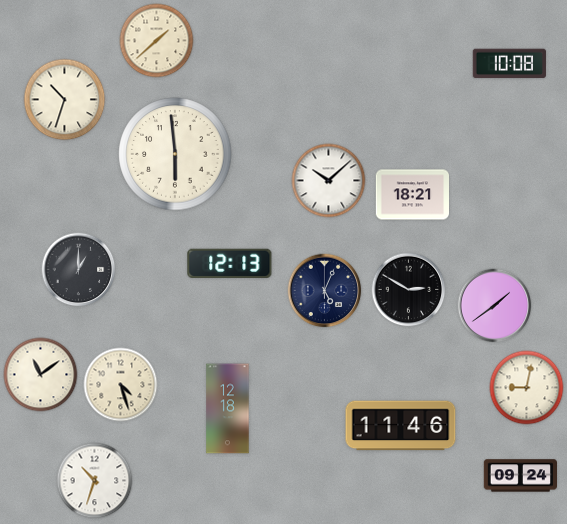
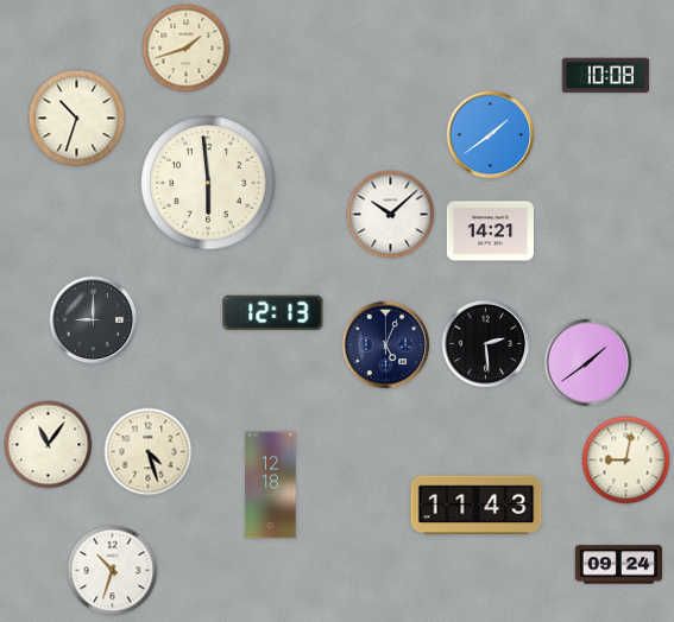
clock at (157, 41): 1:38 -> 1:42
clock at (491, 135): none -> 1:39
clock at (413, 195): 18:21 -> 14:21
clock at (79, 270): 1:00 -> 9:00
clock at (409, 290): 2:50 -> 2:29
clock at (41, 375): 11:09 -> 11:06
clock at (121, 385) position: (121, 385) -> (149, 452)
clock at (401, 426): 11:46 -> 11:43
